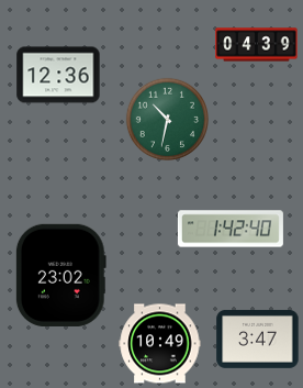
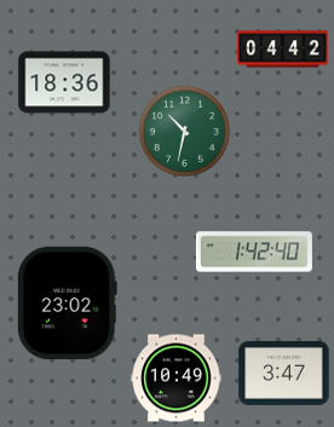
clock at (257, 45): 04:39 -> 04:42
clock at (58, 75): 12:36 -> 18:36
